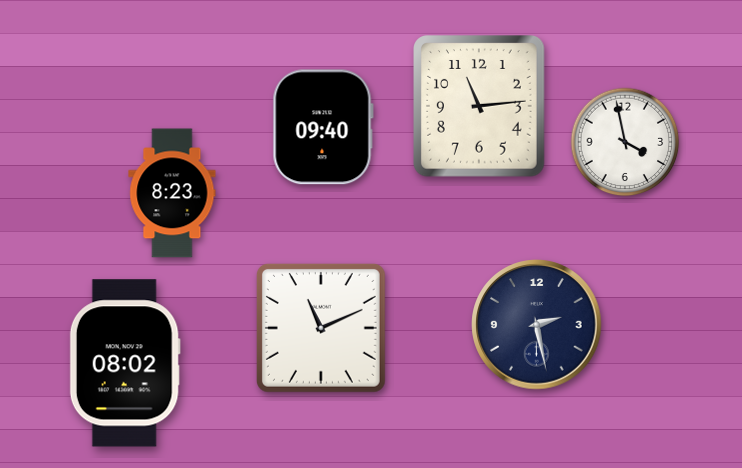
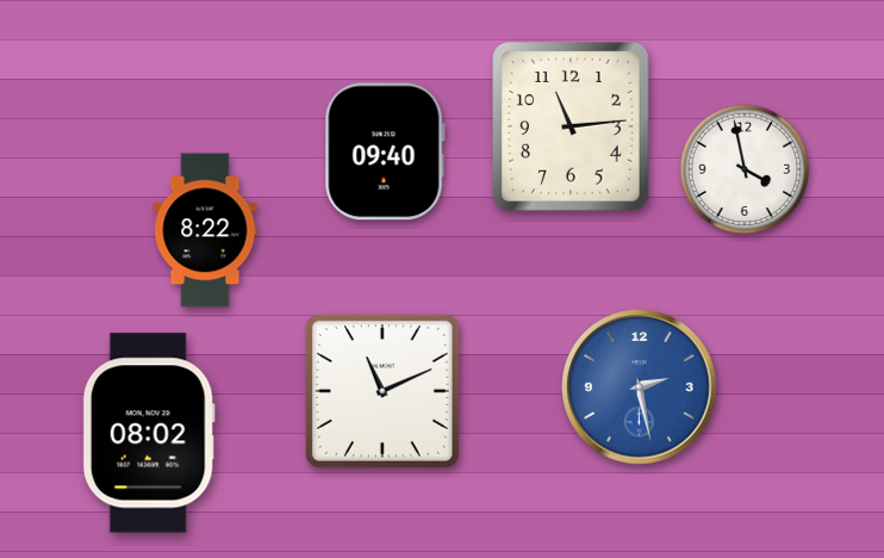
clock at (172, 193): 8:23 -> 8:22
clock at (537, 325) dial: navy -> blue
